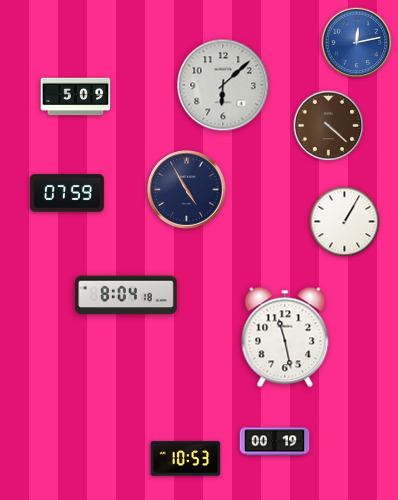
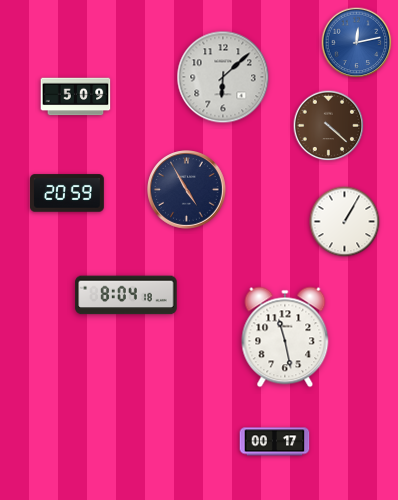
clock at (223, 85) position: (223, 85) -> (223, 77)
clock at (68, 193): 07:59 -> 20:59
clock at (275, 442): 00:19 -> 00:17
clock at (186, 459): 10:53 -> none
